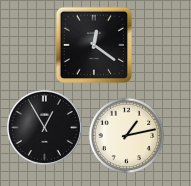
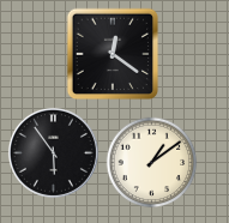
clock at (44, 127): 12:55 -> 5:54
clock at (127, 136): 1:13 -> 1:09
